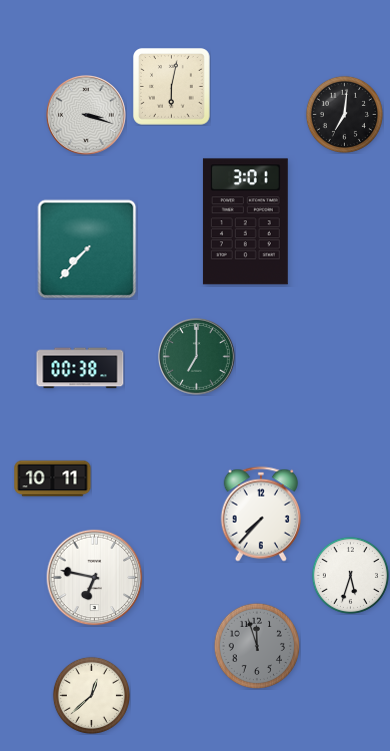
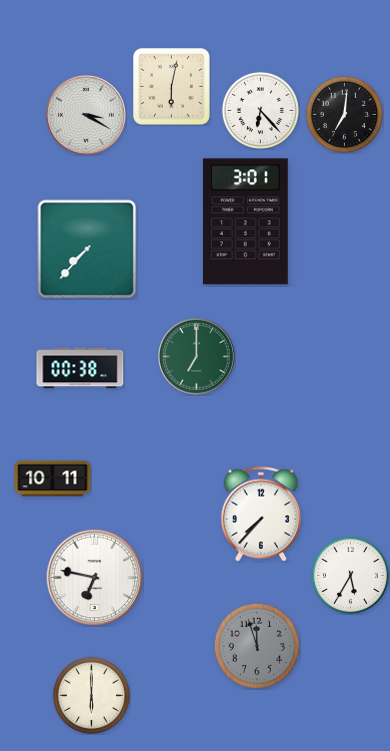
clock at (260, 110): none -> 6:23
clock at (86, 115): 3:18 -> 3:20
clock at (350, 575): 5:33 -> 5:35
clock at (91, 695): 12:38 -> 6:00
